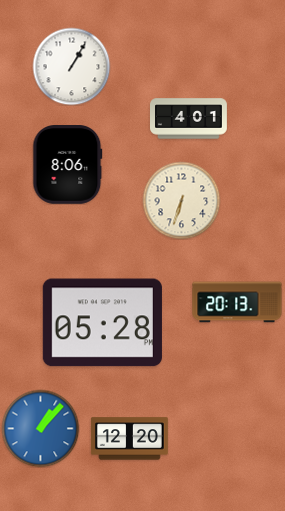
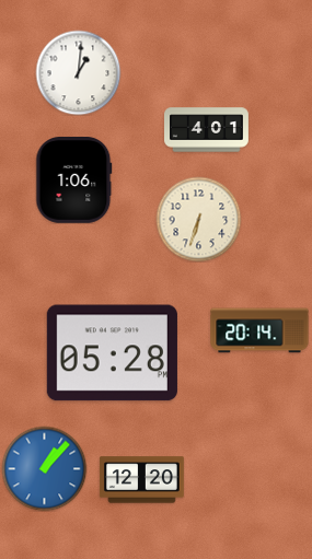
clock at (71, 66): 1:05 -> 1:01
clock at (68, 165): 8:06 -> 1:06
clock at (237, 302): 20:13 -> 20:14
